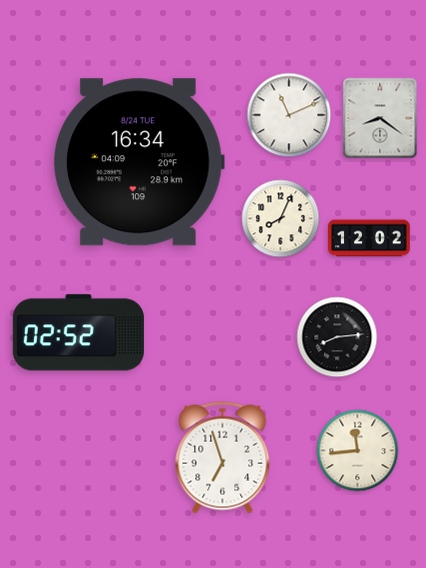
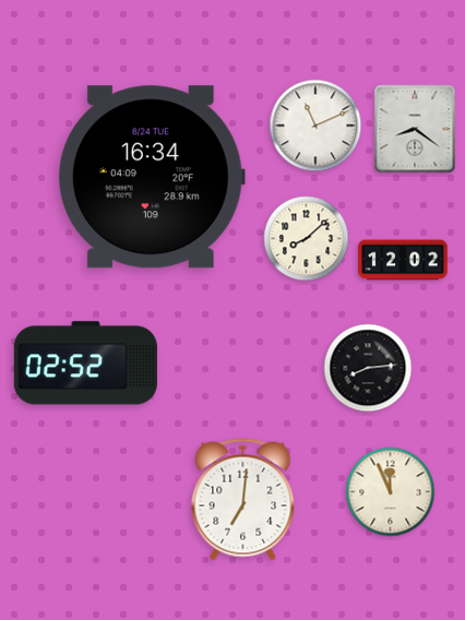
clock at (281, 219): 8:04 -> 8:08
clock at (358, 451): 11:44 -> 11:56
clock at (223, 458): 6:57 -> 7:01
